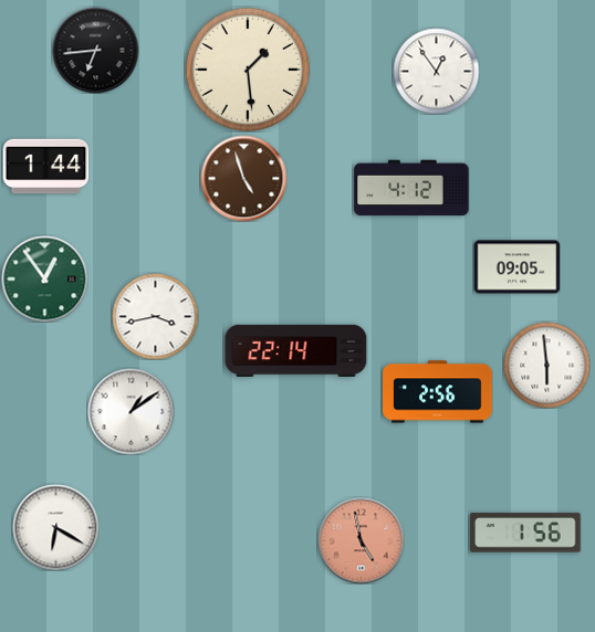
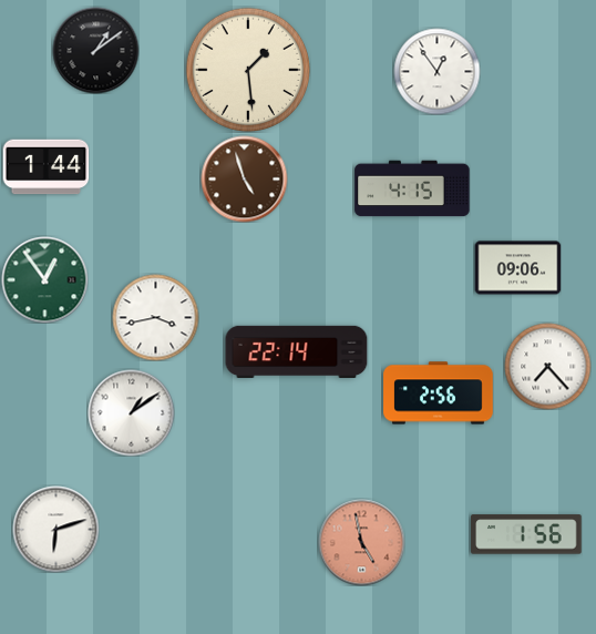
clock at (95, 50): 6:44 -> 1:09
clock at (411, 188): 4:12 -> 4:15
clock at (516, 267): 09:05 -> 09:06
clock at (546, 365): 5:59 -> 7:23
clock at (55, 527): 6:20 -> 6:12
